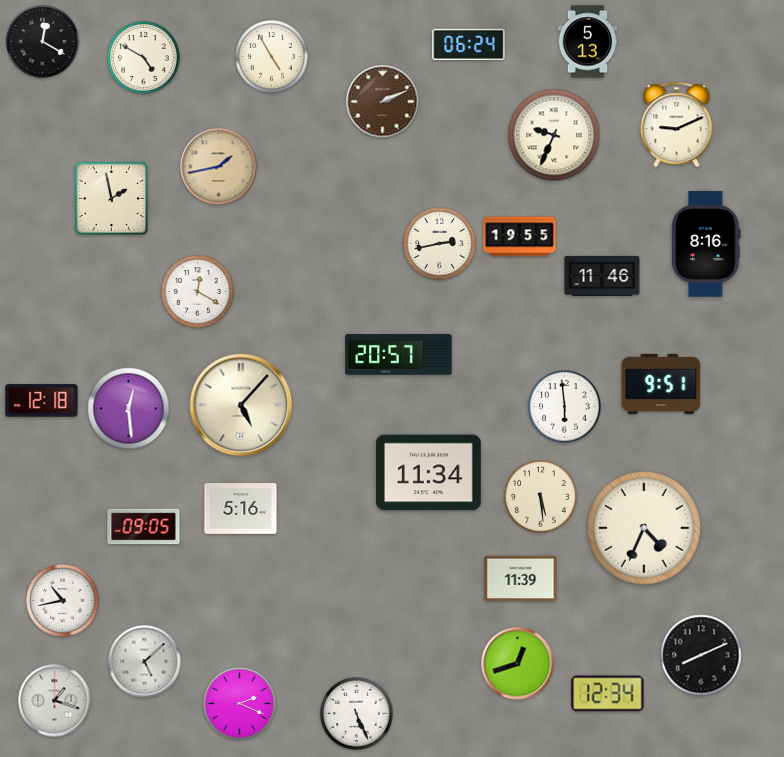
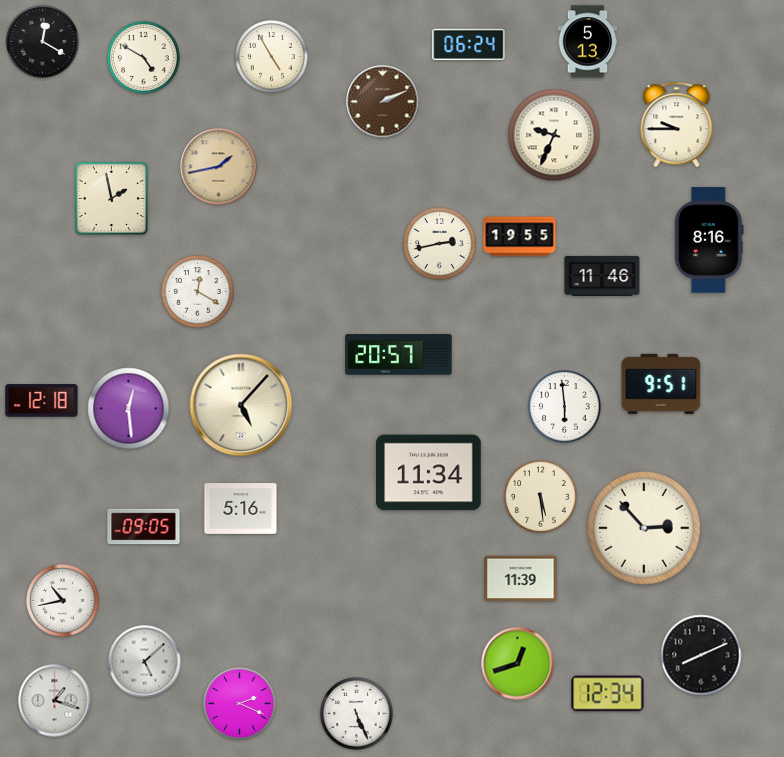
clock at (677, 125): 9:11 -> 9:45
clock at (706, 244) position: (706, 244) -> (709, 240)
clock at (644, 528): 4:34 -> 2:53
